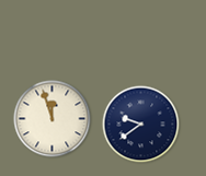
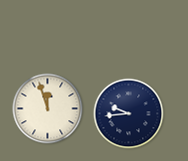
clock at (141, 125): 9:39 -> 9:44
